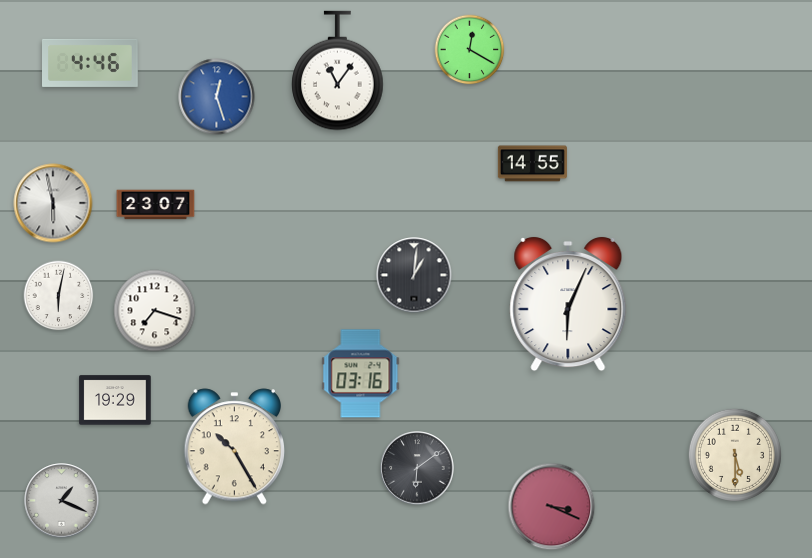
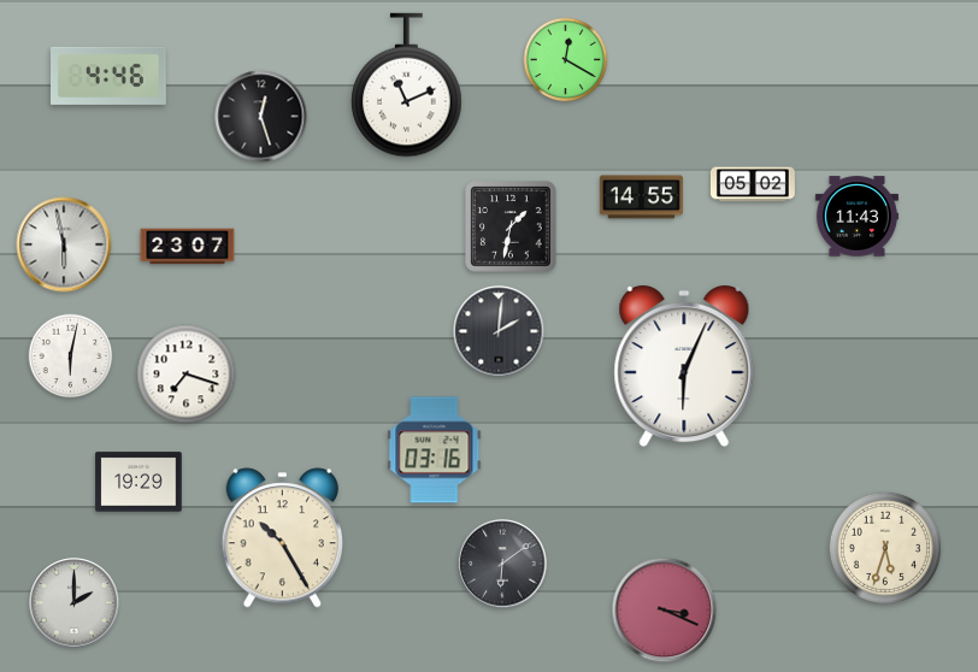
clock at (338, 71): 11:06 -> 11:11
clock at (217, 97) dial: blue -> black
clock at (753, 184): none -> 05:02
clock at (856, 217): none -> 11:43
clock at (511, 226): none -> 1:32
clock at (414, 275): 1:01 -> 2:01
clock at (735, 455): 5:30 -> 5:33
clock at (62, 501): 1:19 -> 2:00
